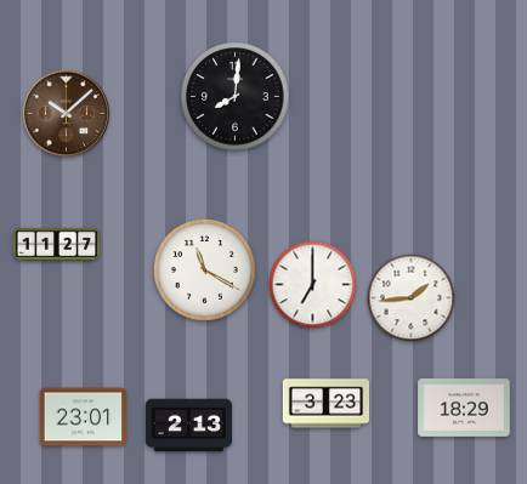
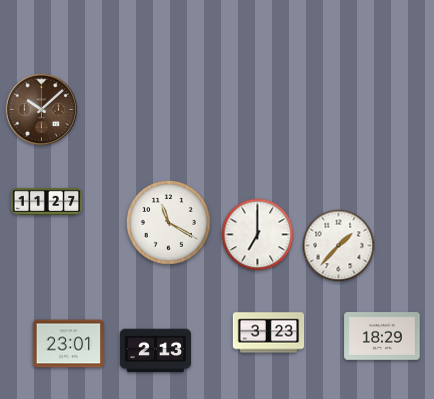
clock at (236, 97): 8:01 -> none
clock at (67, 114) position: (67, 114) -> (42, 110)
clock at (412, 298): 1:44 -> 1:37
